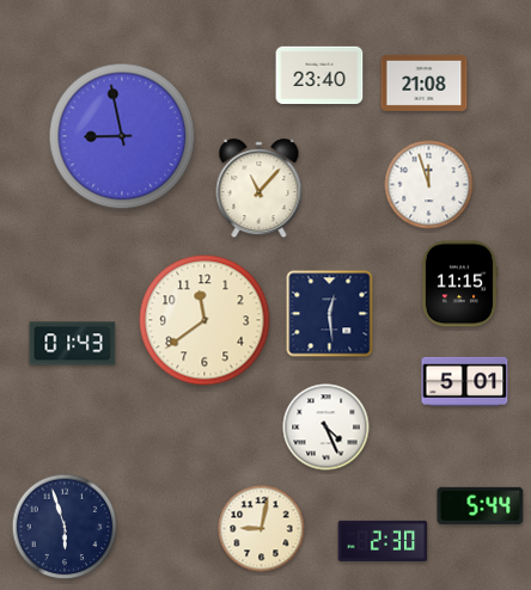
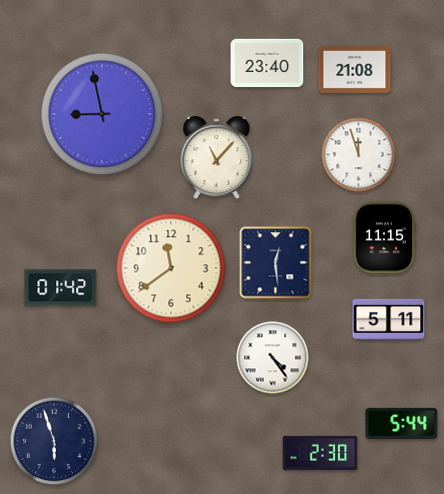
clock at (73, 344): 01:43 -> 01:42
clock at (465, 381): 5:01 -> 5:11
clock at (326, 428): 4:26 -> 4:24
clock at (262, 529): 9:02 -> none
